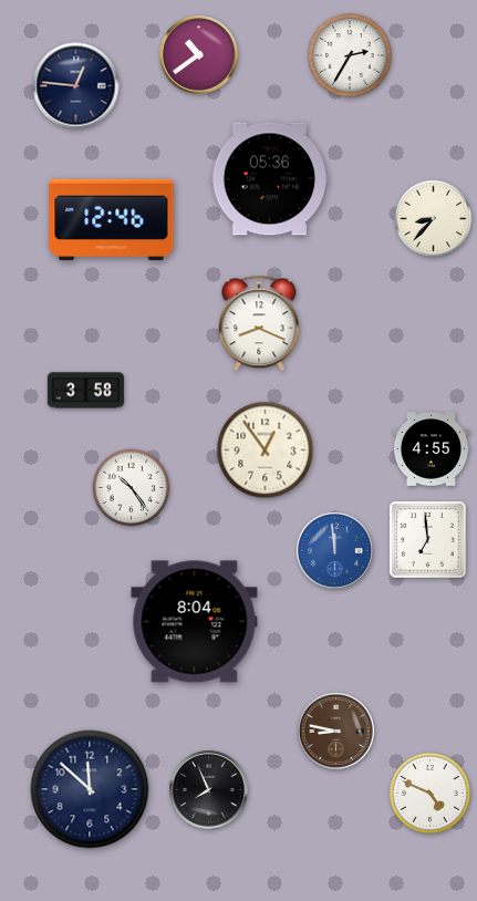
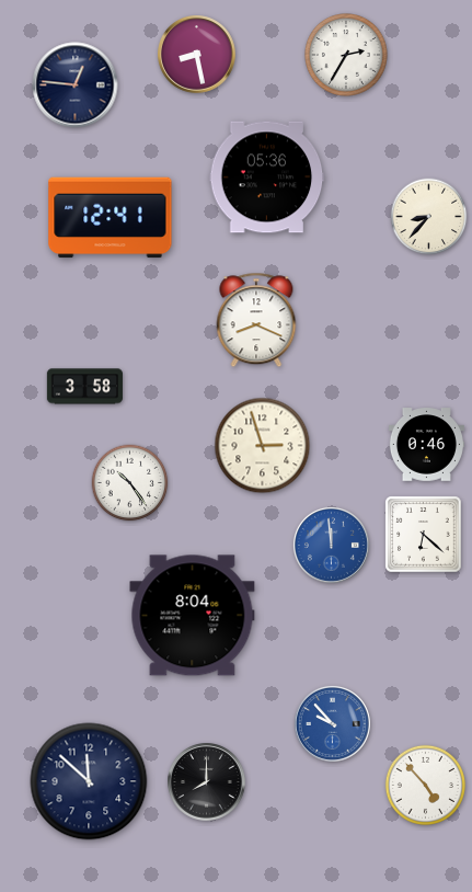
clock at (199, 55): 10:39 -> 8:28
clock at (112, 220): 12:46 -> 12:41
clock at (431, 449): 4:55 -> 0:46
clock at (266, 451): 12:54 -> 2:57
clock at (428, 540): 6:59 -> 6:22
clock at (335, 731): 8:47 -> 9:53
clock at (335, 731) dial: brown -> blue
clock at (209, 790): 7:56 -> 8:00
clock at (429, 793): 4:49 -> 4:53
